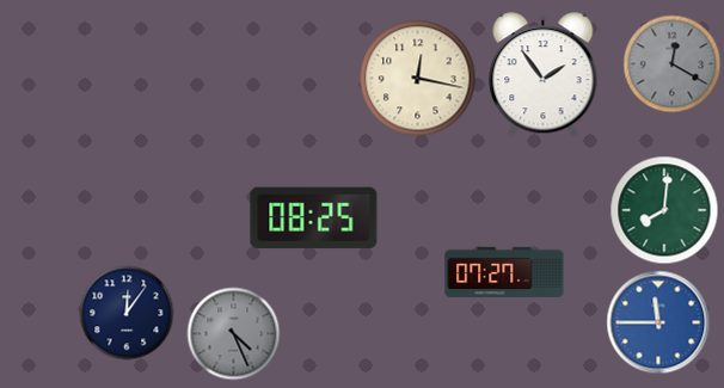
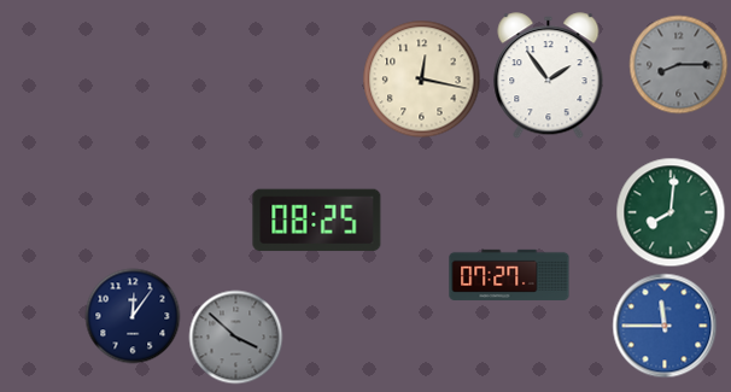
clock at (671, 63): 12:20 -> 8:15
clock at (127, 313) position: (127, 313) -> (133, 316)
clock at (233, 333): 4:26 -> 3:52
